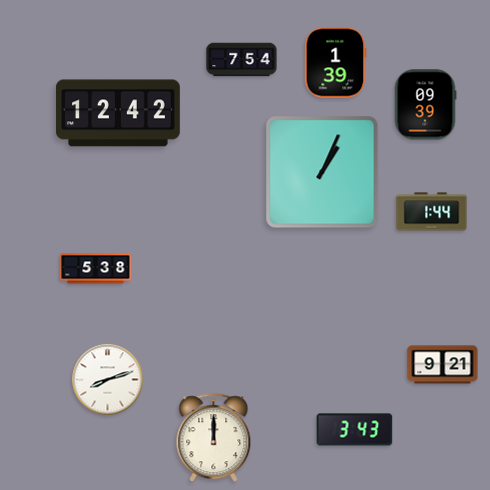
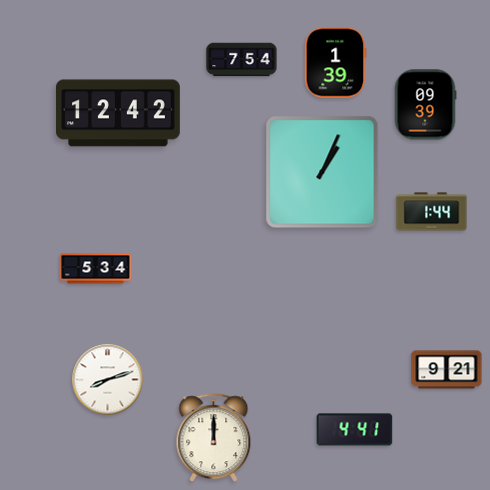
clock at (96, 269): 5:38 -> 5:34
clock at (443, 365) position: (443, 365) -> (447, 370)
clock at (355, 430): 3:43 -> 4:41
